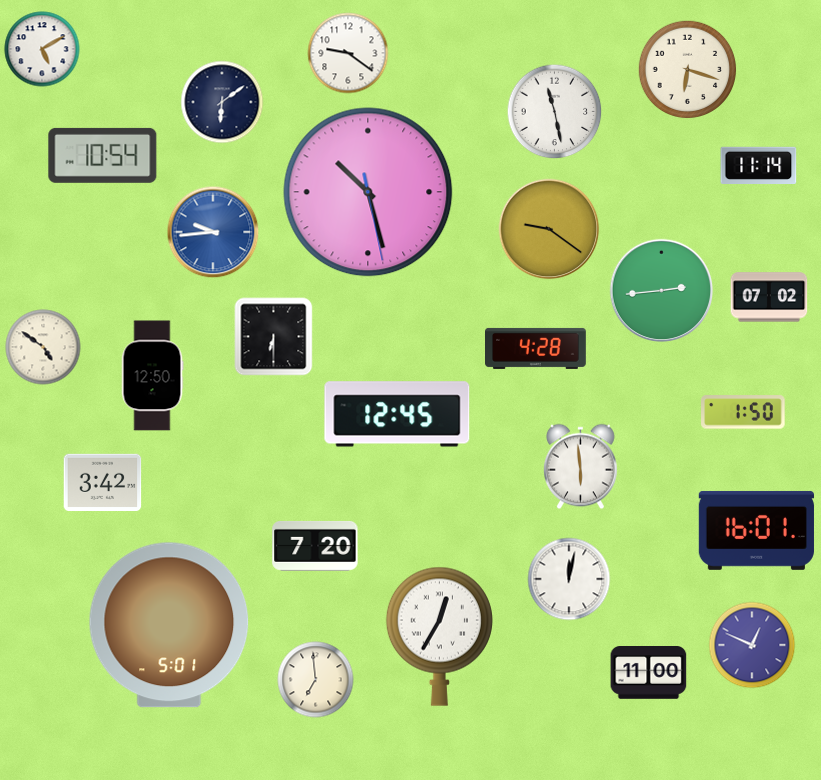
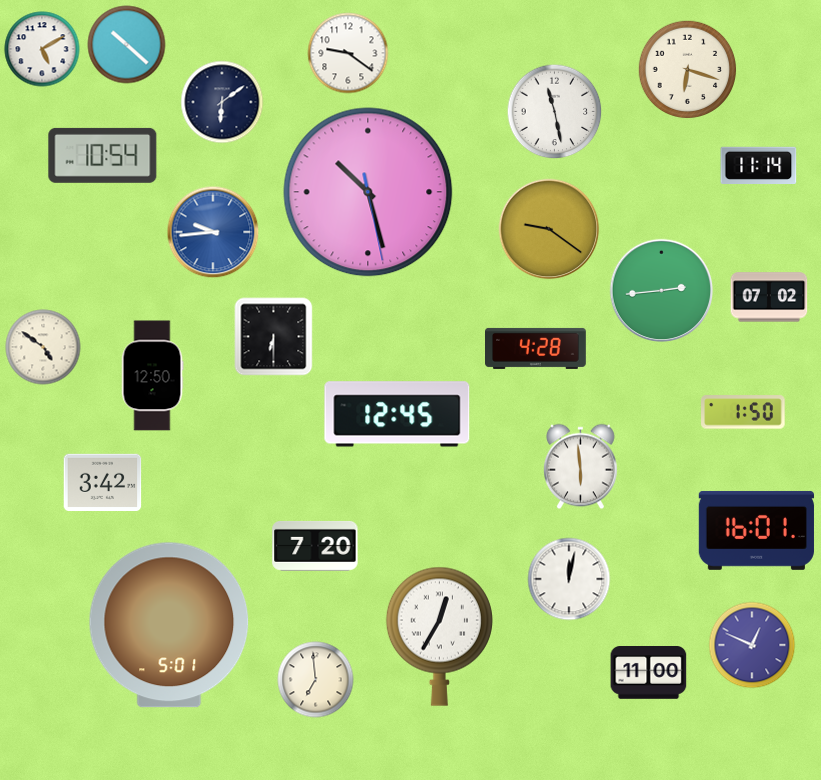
clock at (127, 45): none -> 10:22
